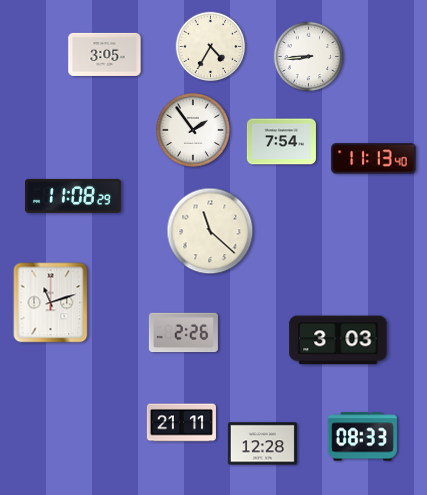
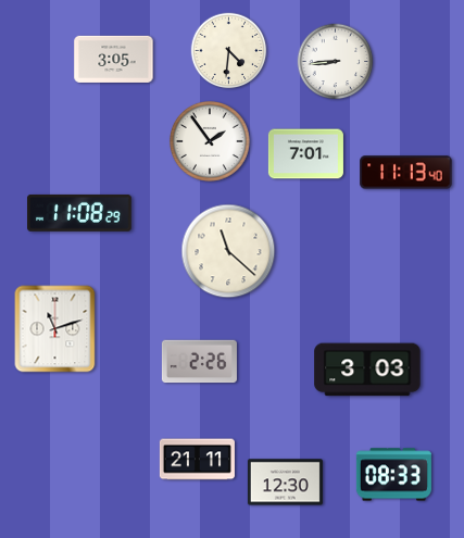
clock at (211, 47): 4:35 -> 4:31
clock at (281, 142): 7:54 -> 7:01
clock at (262, 444): 12:28 -> 12:30
